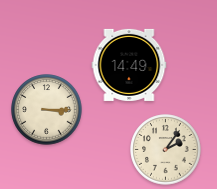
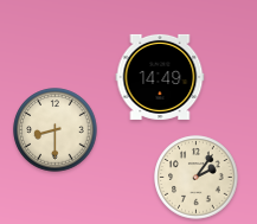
clock at (129, 65) position: (129, 65) -> (160, 77)
clock at (47, 110): 3:15 -> 8:30
